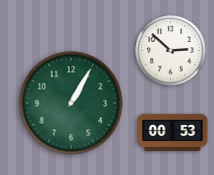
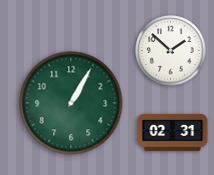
clock at (171, 51): 2:52 -> 1:52
clock at (173, 132): 00:53 -> 02:31
